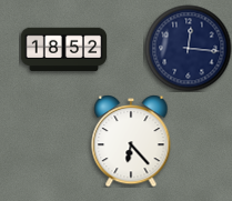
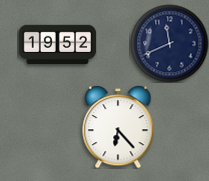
clock at (188, 48): 12:16 -> 11:41
clock at (63, 50): 18:52 -> 19:52
